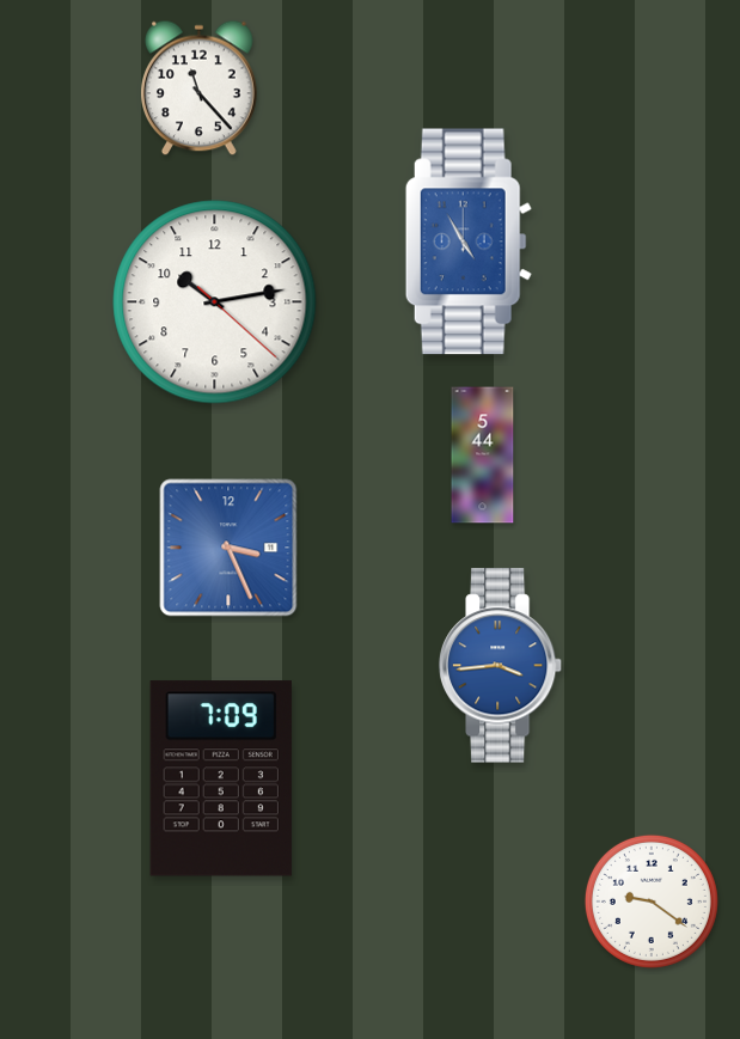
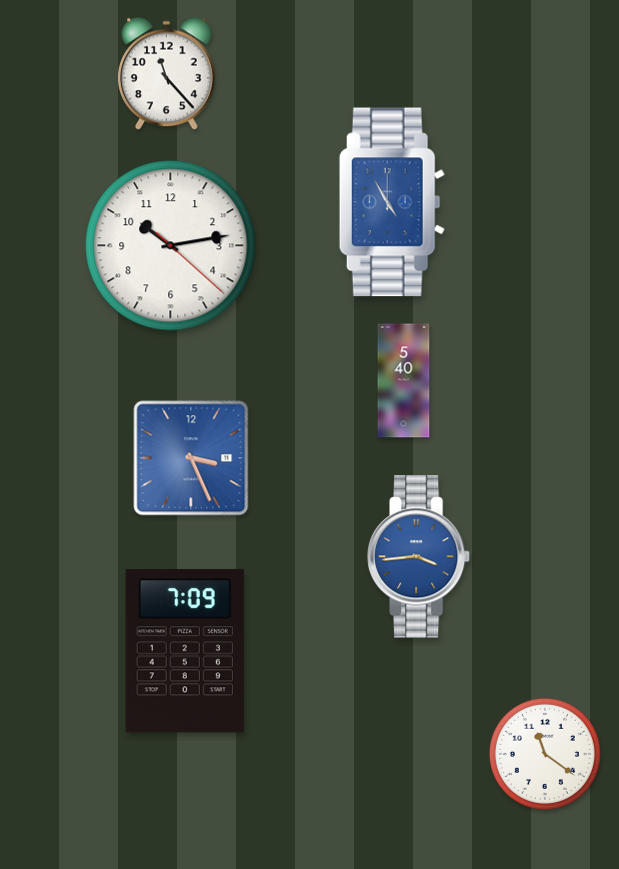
clock at (215, 302) position: (215, 302) -> (171, 246)
clock at (483, 456): 5:44 -> 5:40
clock at (652, 902): 9:21 -> 11:21
